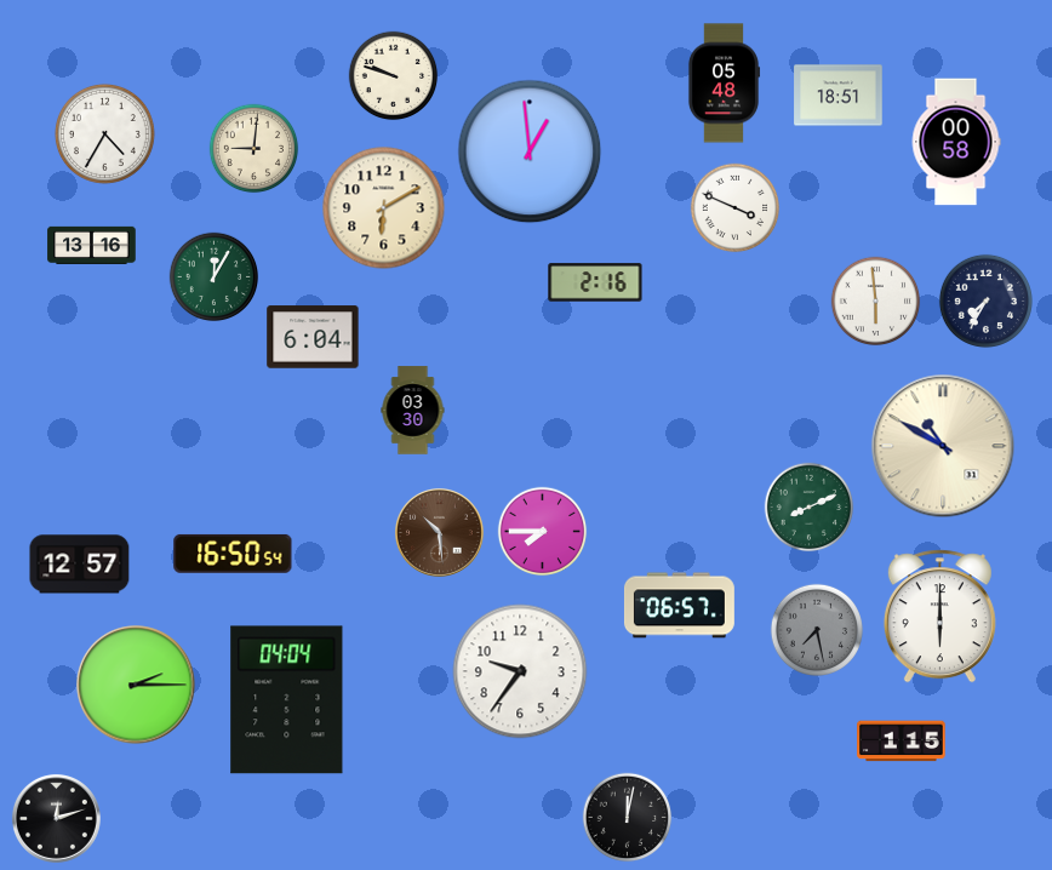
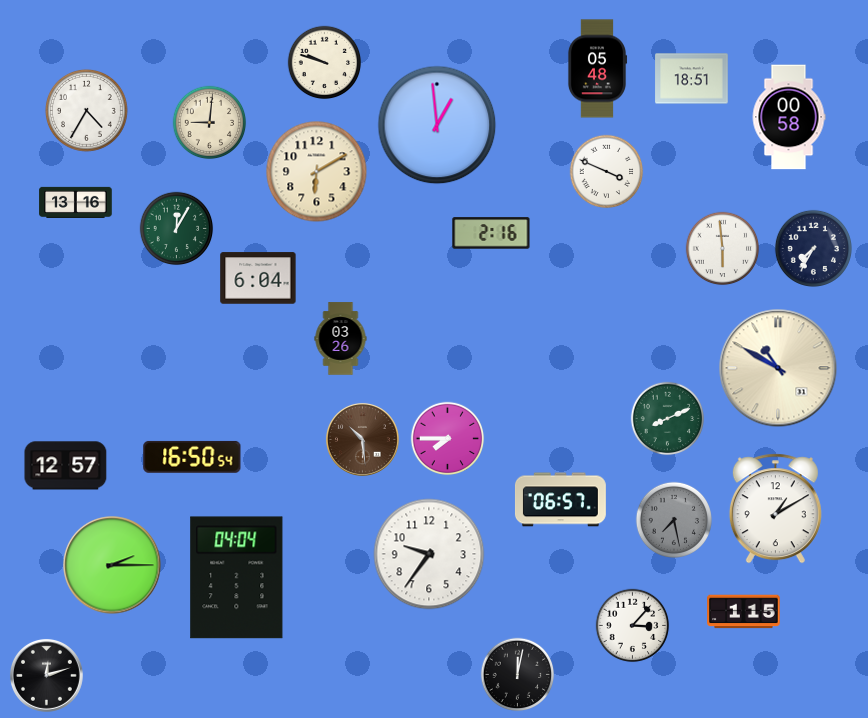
clock at (413, 411): 03:30 -> 03:26
clock at (939, 617): 6:00 -> 1:10
clock at (633, 626): none -> 3:07
